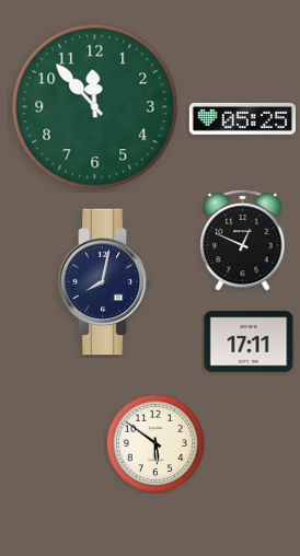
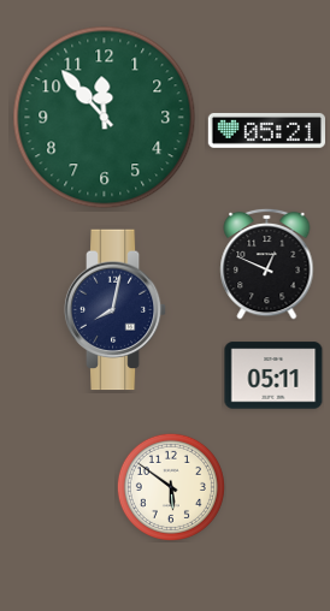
clock at (242, 118): 05:25 -> 05:21
clock at (249, 341): 17:11 -> 05:11
